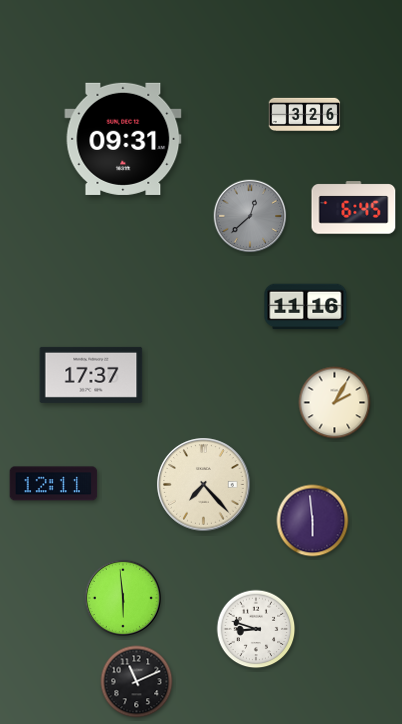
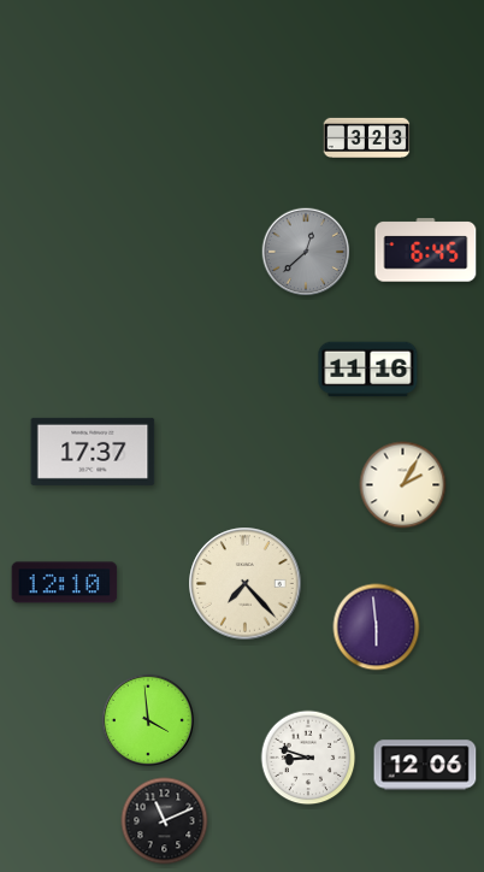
clock at (305, 114): 3:26 -> 3:23
clock at (123, 139): 09:31 -> none
clock at (250, 216) position: (250, 216) -> (306, 252)
clock at (91, 375) position: (91, 375) -> (93, 452)
clock at (54, 484): 12:11 -> 12:10
clock at (122, 597): 5:59 -> 3:59
clock at (425, 765): none -> 12:06
